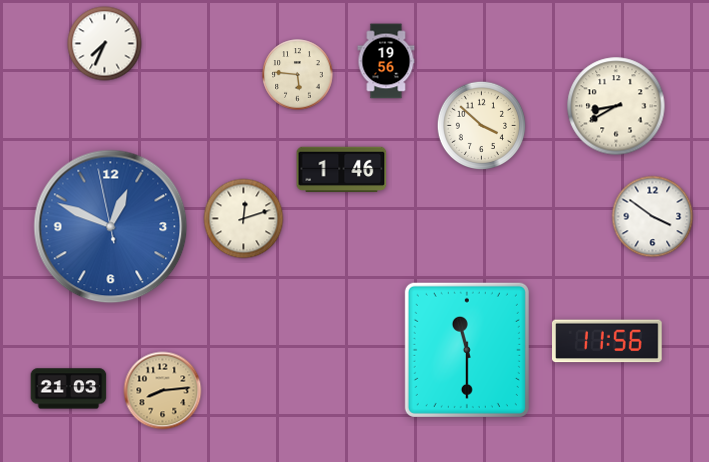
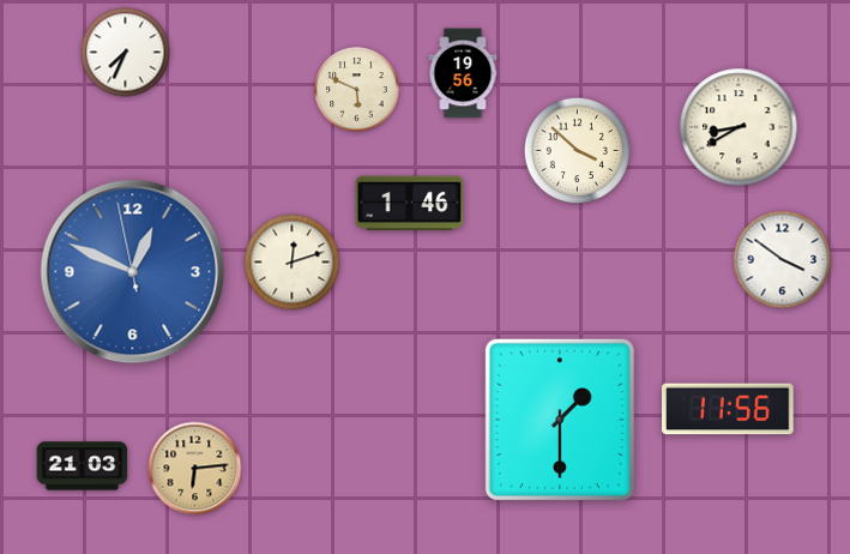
clock at (298, 75): 5:46 -> 5:49
clock at (467, 350): 11:30 -> 1:30
clock at (163, 391): 8:14 -> 6:14
